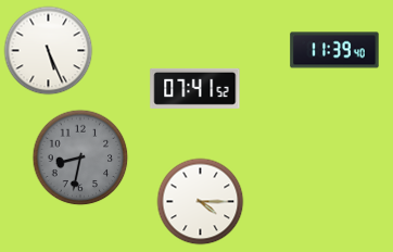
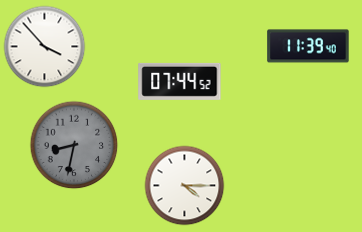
clock at (49, 51): 5:26 -> 3:53
clock at (195, 88): 07:41 -> 07:44
